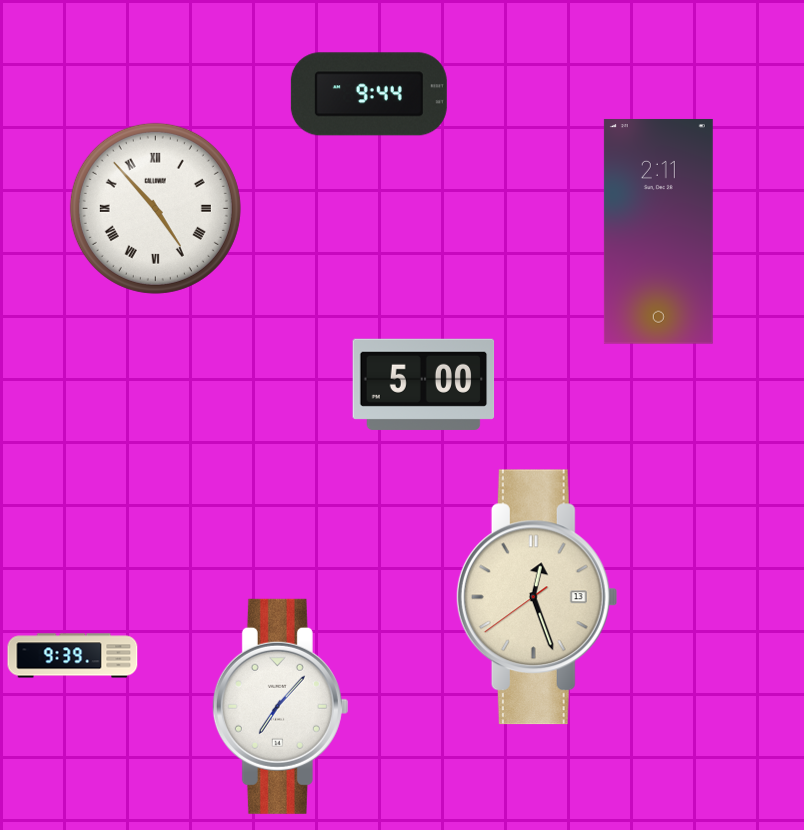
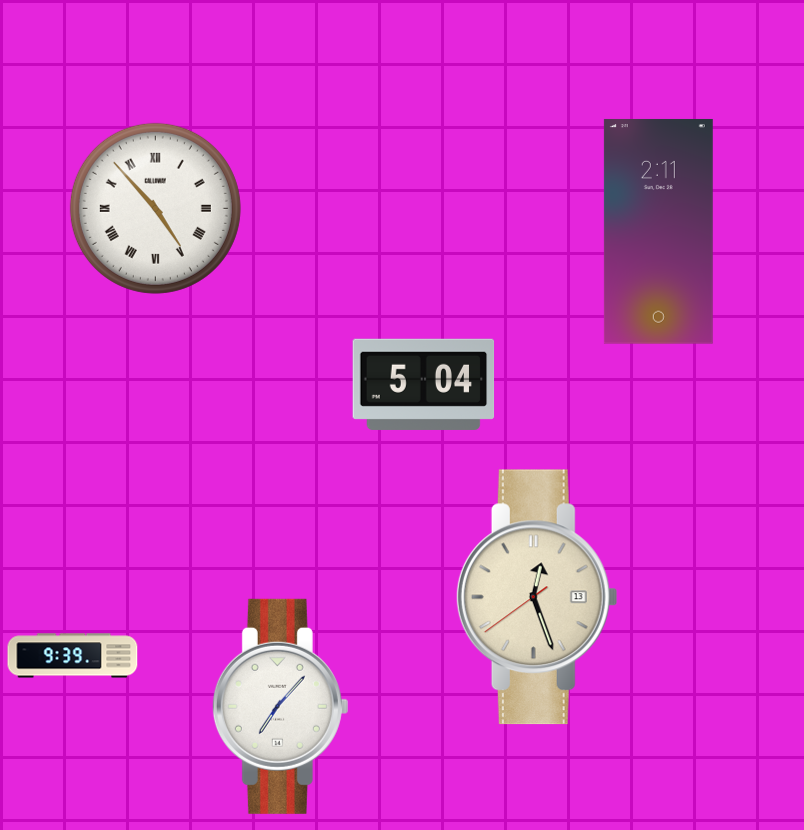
clock at (369, 94): 9:44 -> none
clock at (424, 384): 5:00 -> 5:04
